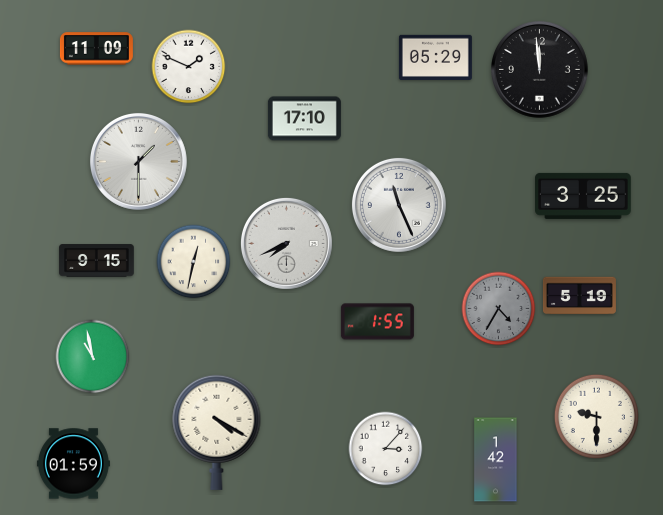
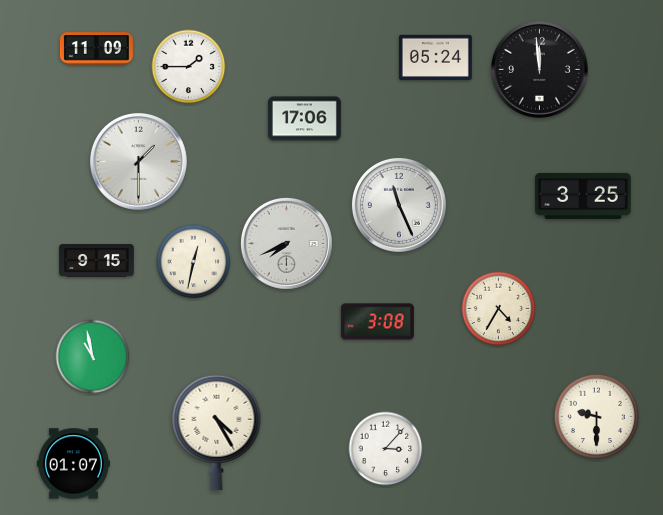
clock at (435, 57): 05:29 -> 05:24
clock at (189, 67): 1:49 -> 1:45
clock at (304, 119): 17:10 -> 17:06
clock at (579, 296): 5:19 -> none
clock at (499, 309) dial: grey -> cream
clock at (377, 322): 1:55 -> 3:08
clock at (217, 432): 4:20 -> 4:25
clock at (496, 460): 1:42 -> none
clock at (73, 464): 01:59 -> 01:07
